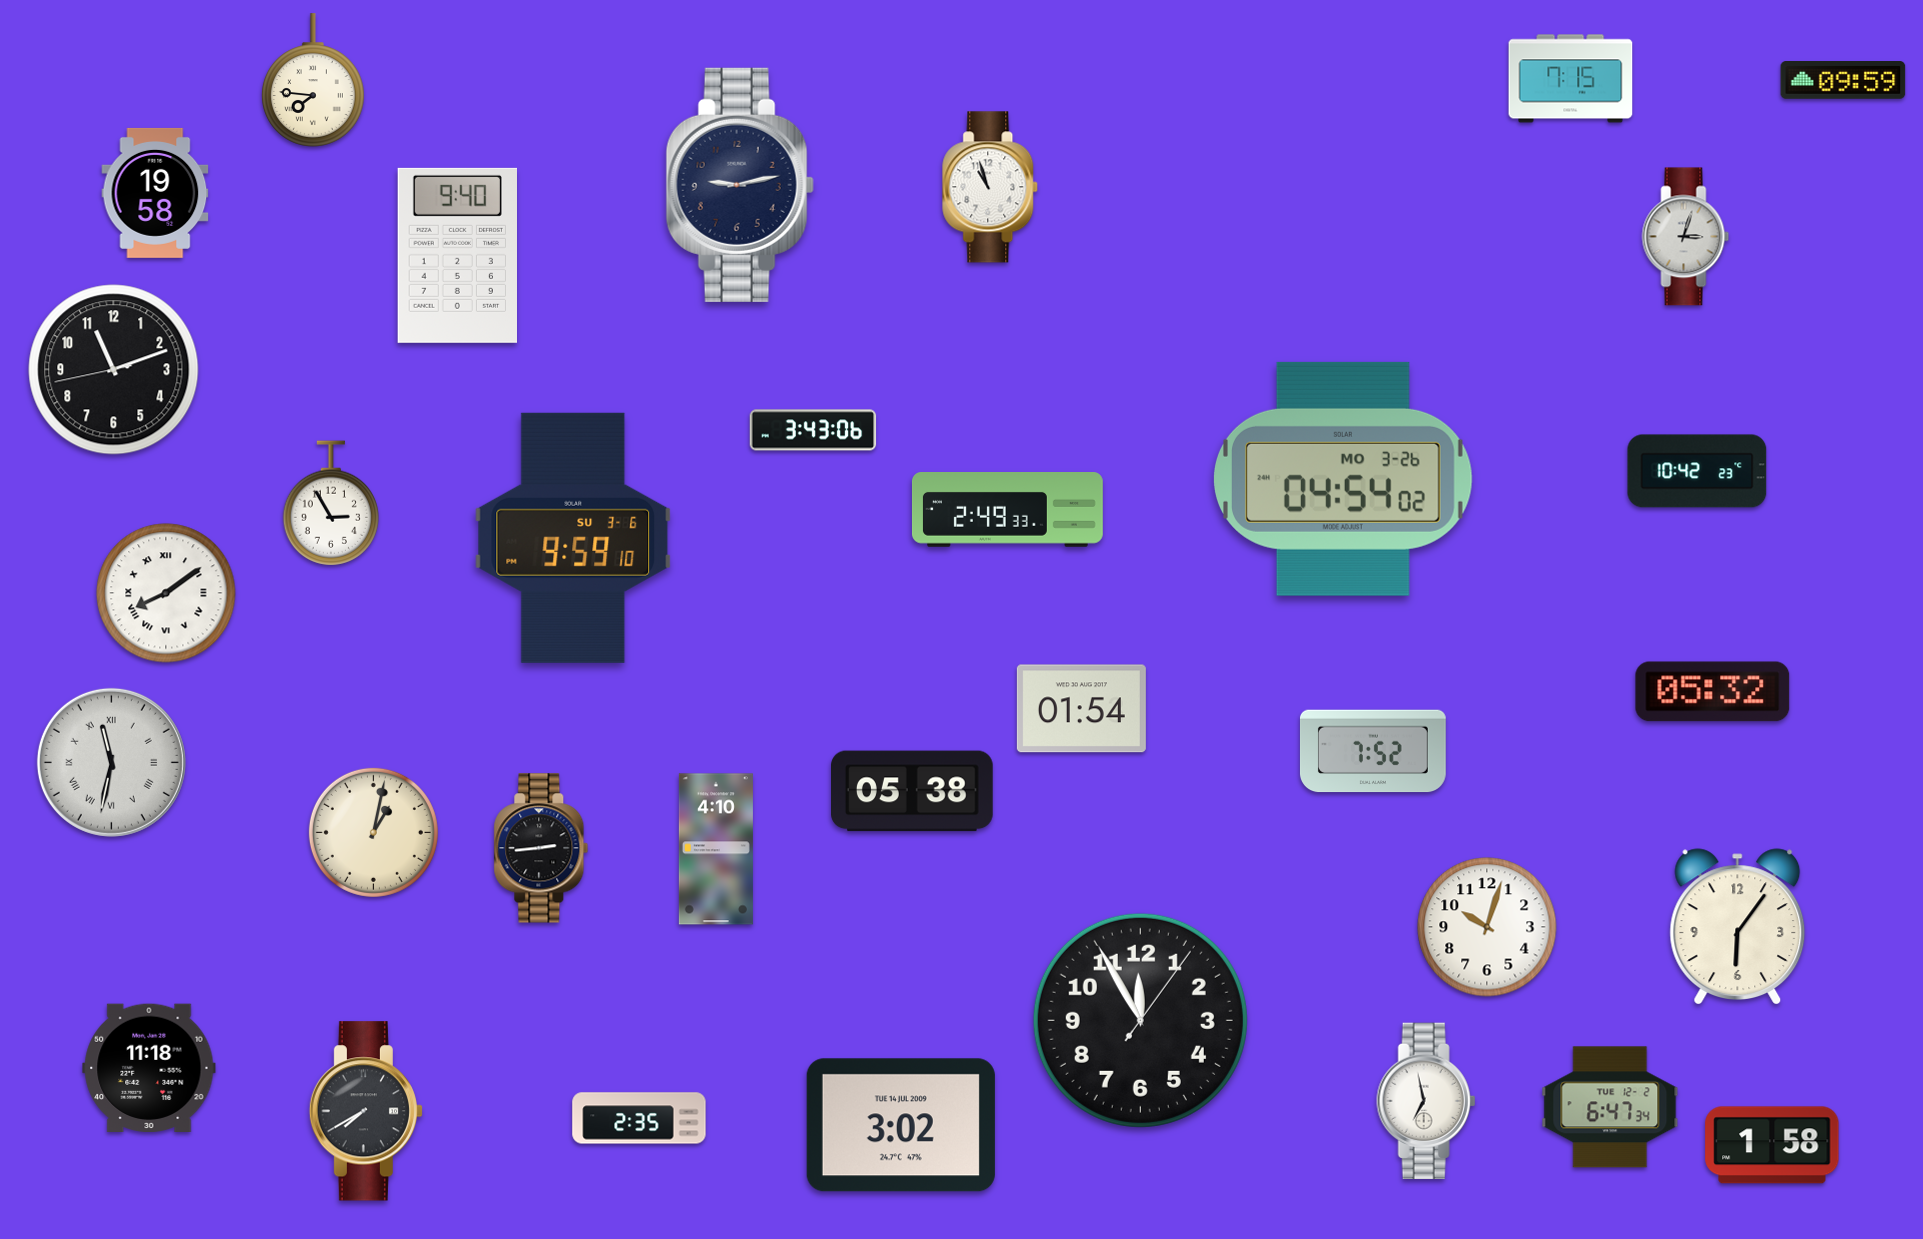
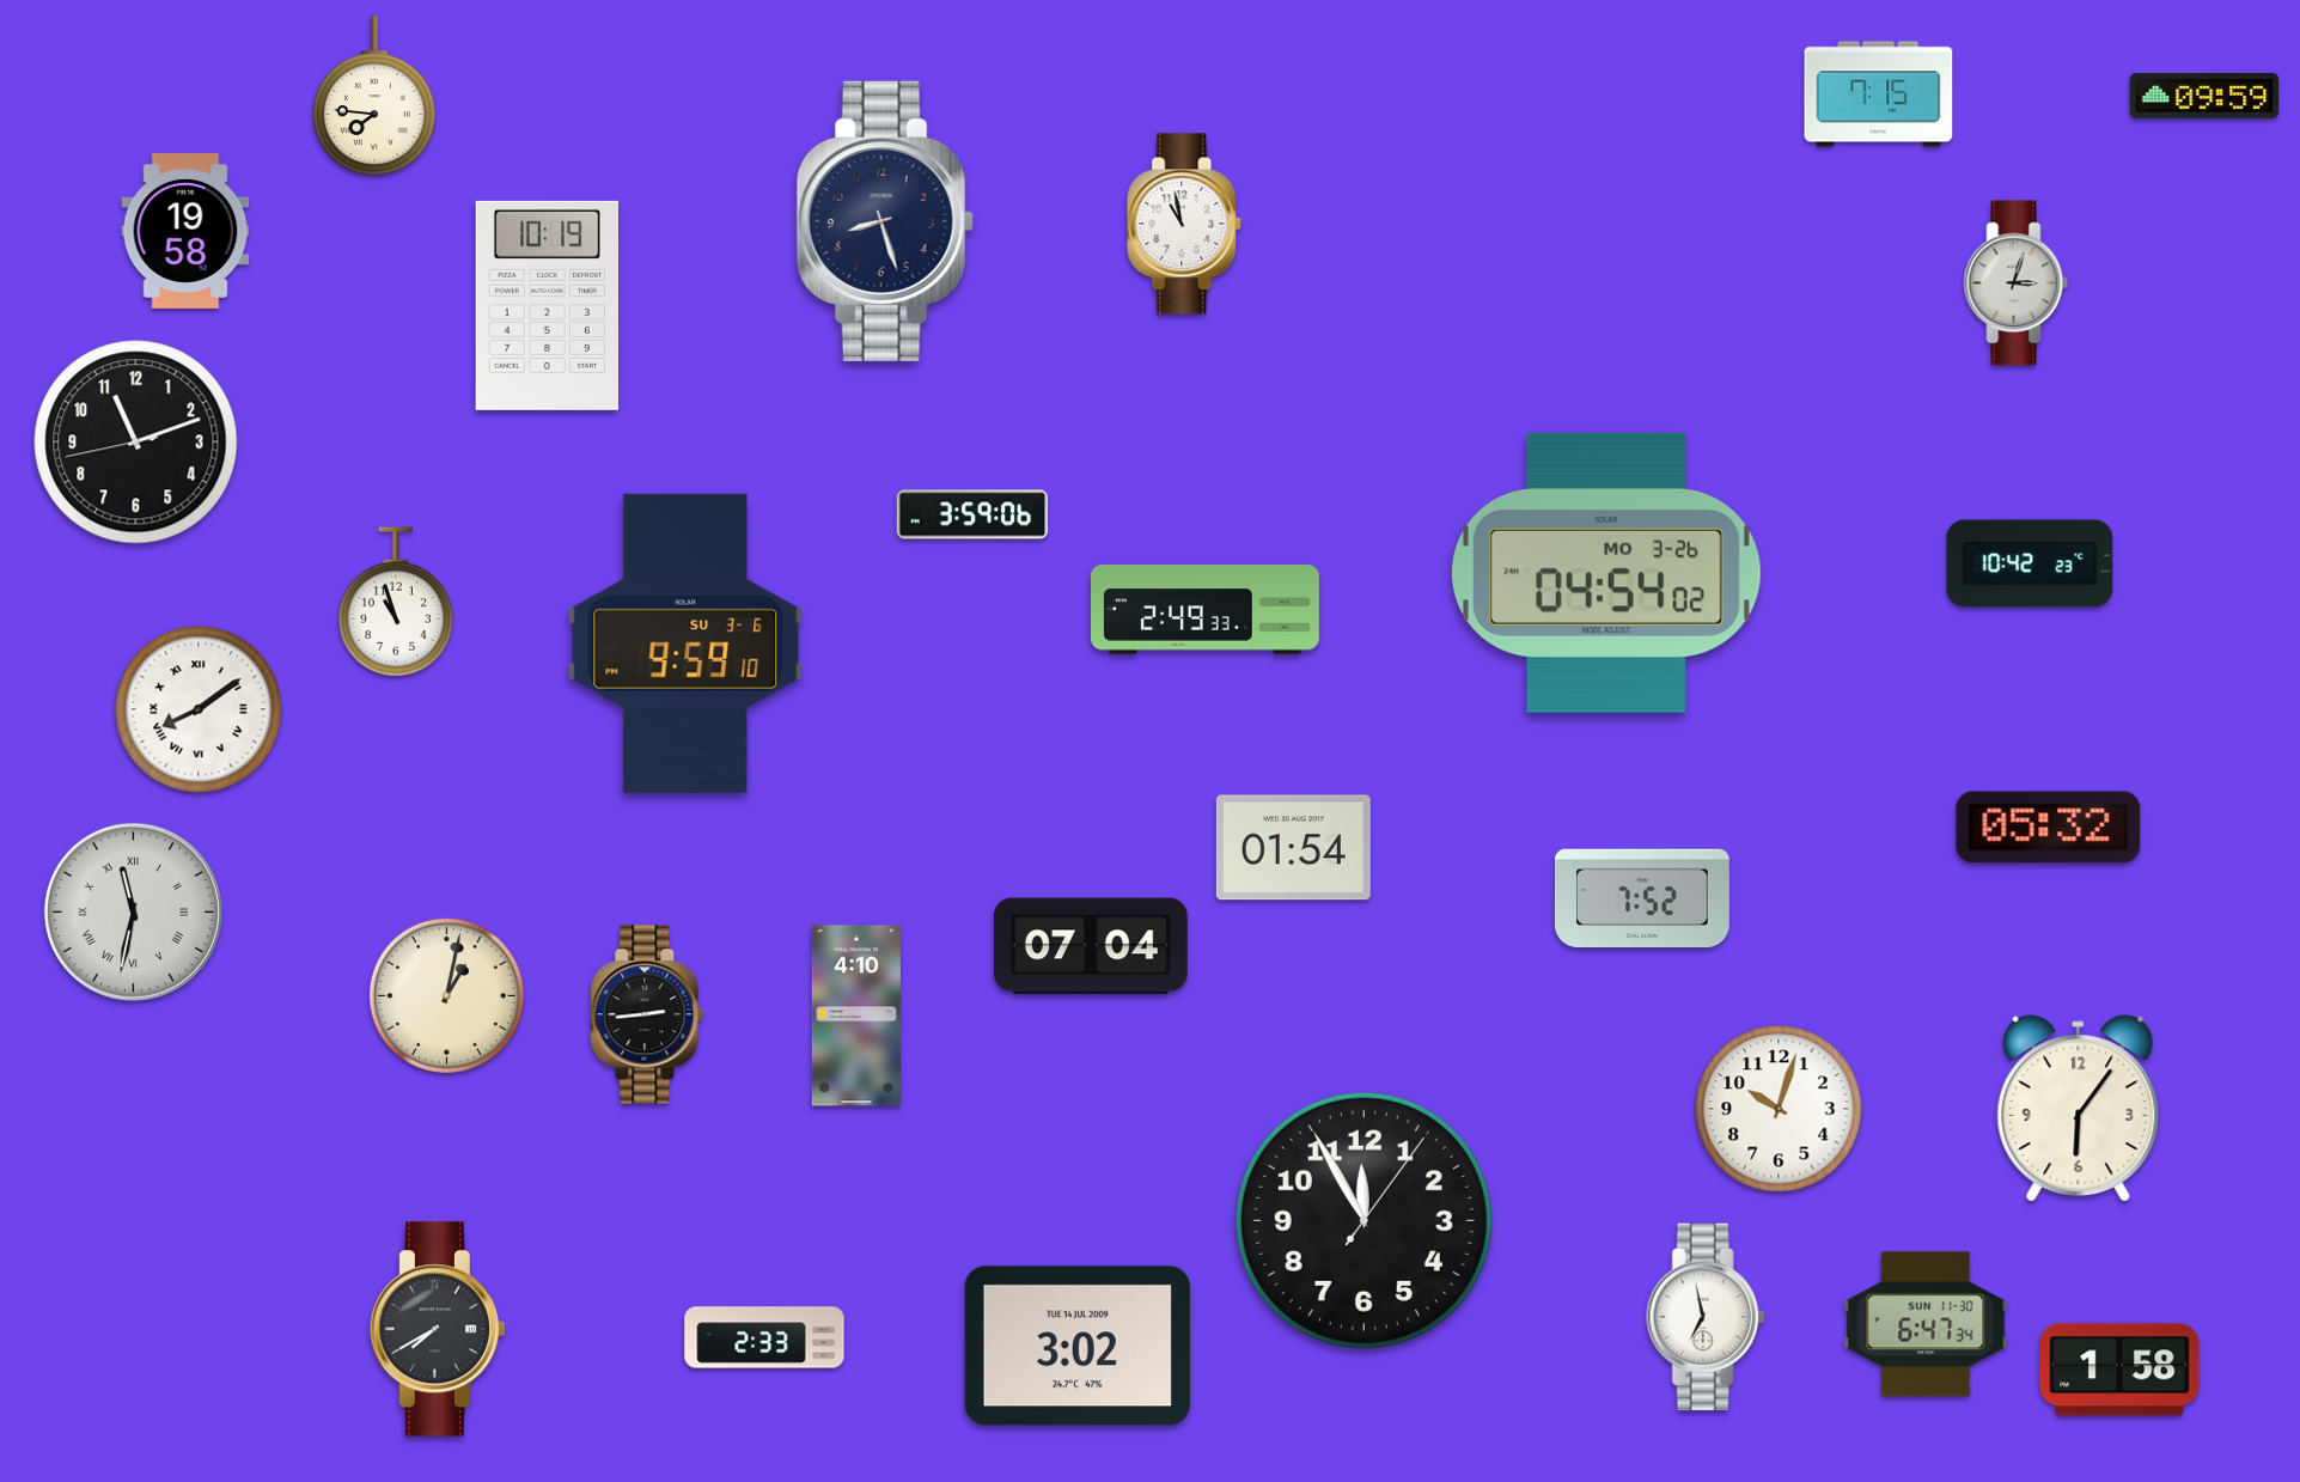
clock at (740, 185): 9:13 -> 8:27
clock at (991, 187): 10:57 -> 10:58
clock at (457, 255): 9:40 -> 10:19
clock at (813, 430): 3:43 -> 3:59
clock at (330, 503): 2:55 -> 10:57
clock at (913, 791): 05:38 -> 07:04
clock at (149, 1067): 11:18 -> none
clock at (1610, 1107) date: TUE 12-2 -> SUN 11-30
clock at (639, 1118): 2:35 -> 2:33
